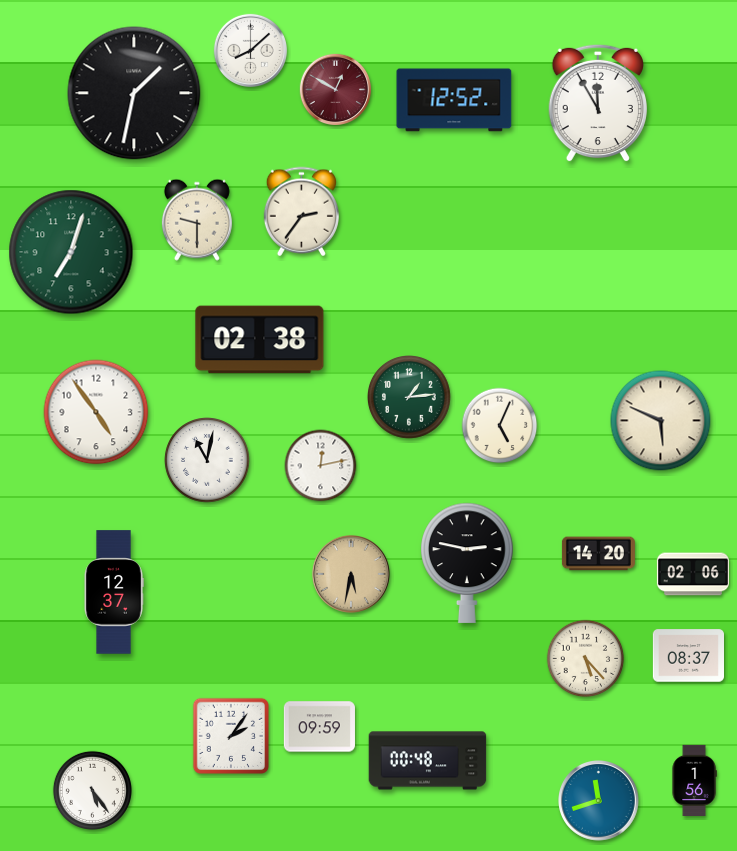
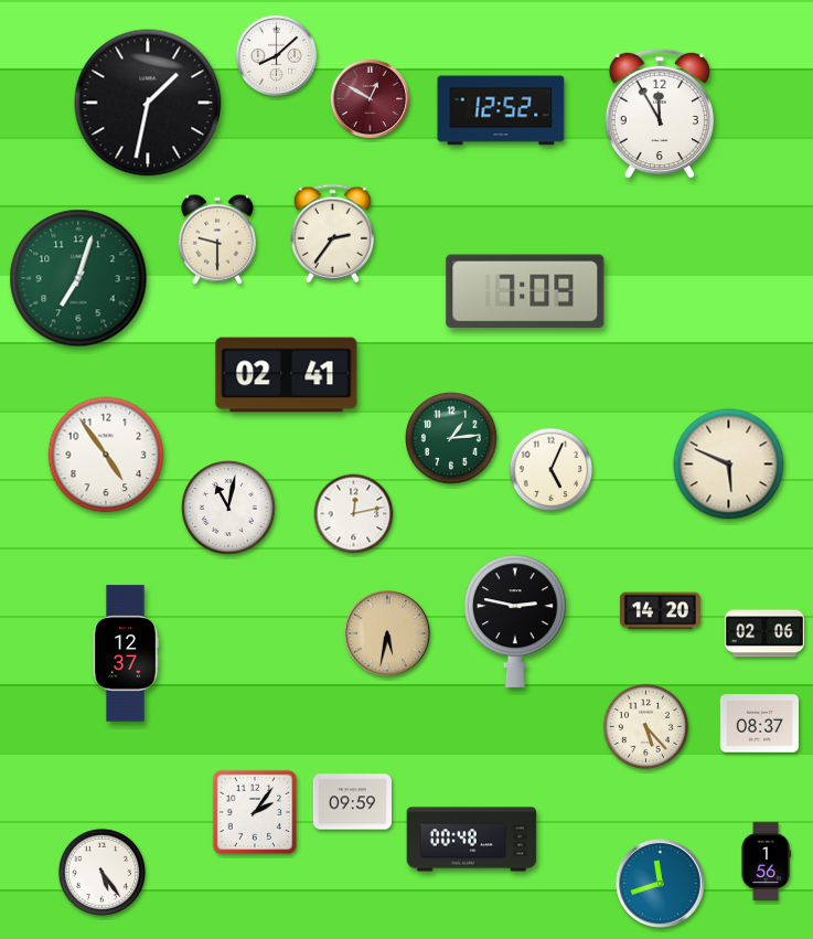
clock at (197, 220) position: (197, 220) -> (217, 239)
clock at (525, 291): none -> 7:09
clock at (260, 340): 02:38 -> 02:41
